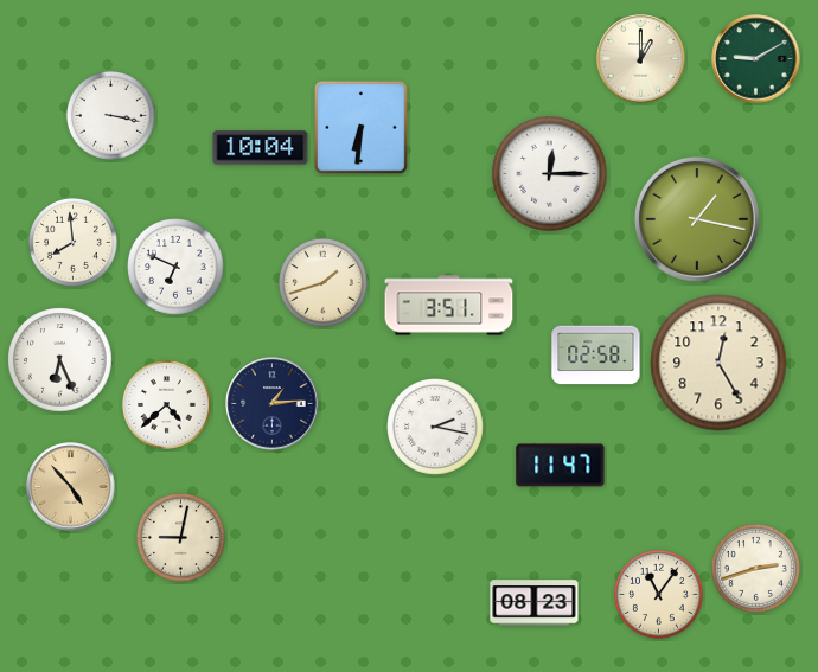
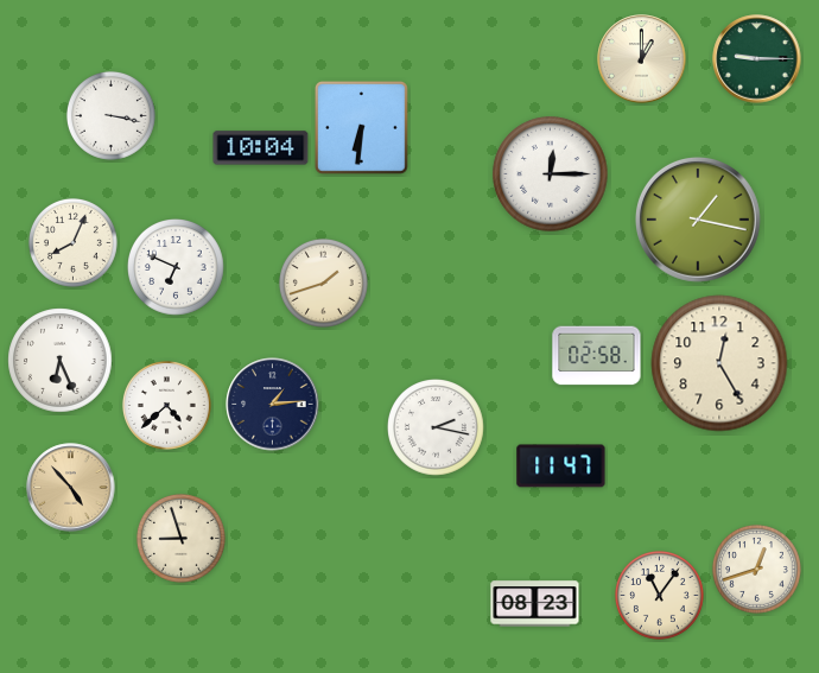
clock at (756, 59): 9:10 -> 9:15
clock at (72, 242): 7:59 -> 8:04
clock at (449, 306): 3:51 -> none
clock at (180, 537): 9:02 -> 8:57
clock at (755, 568): 2:42 -> 12:42
